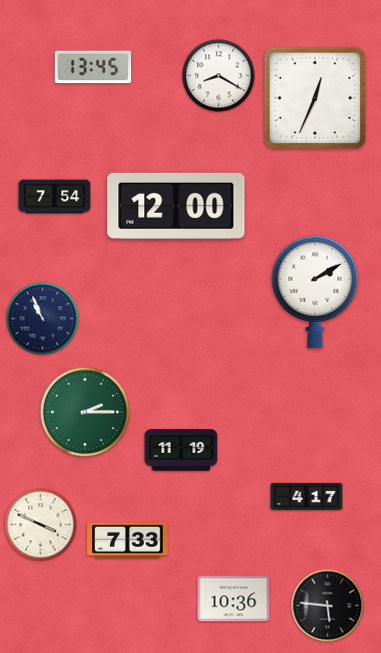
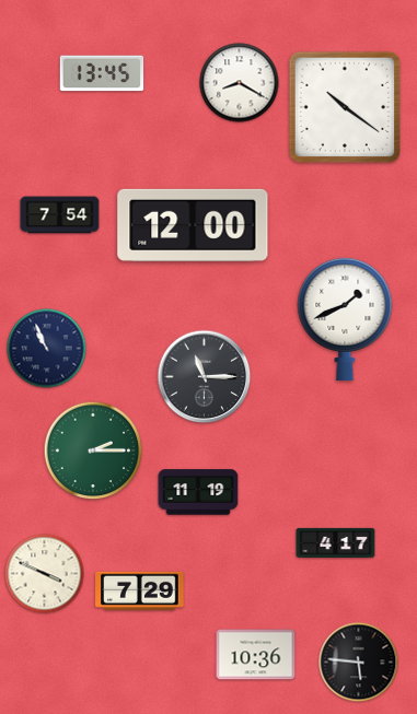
clock at (315, 98): 12:34 -> 10:21
clock at (315, 291): 2:10 -> 1:41
clock at (205, 377): none -> 11:15
clock at (128, 541): 7:33 -> 7:29
